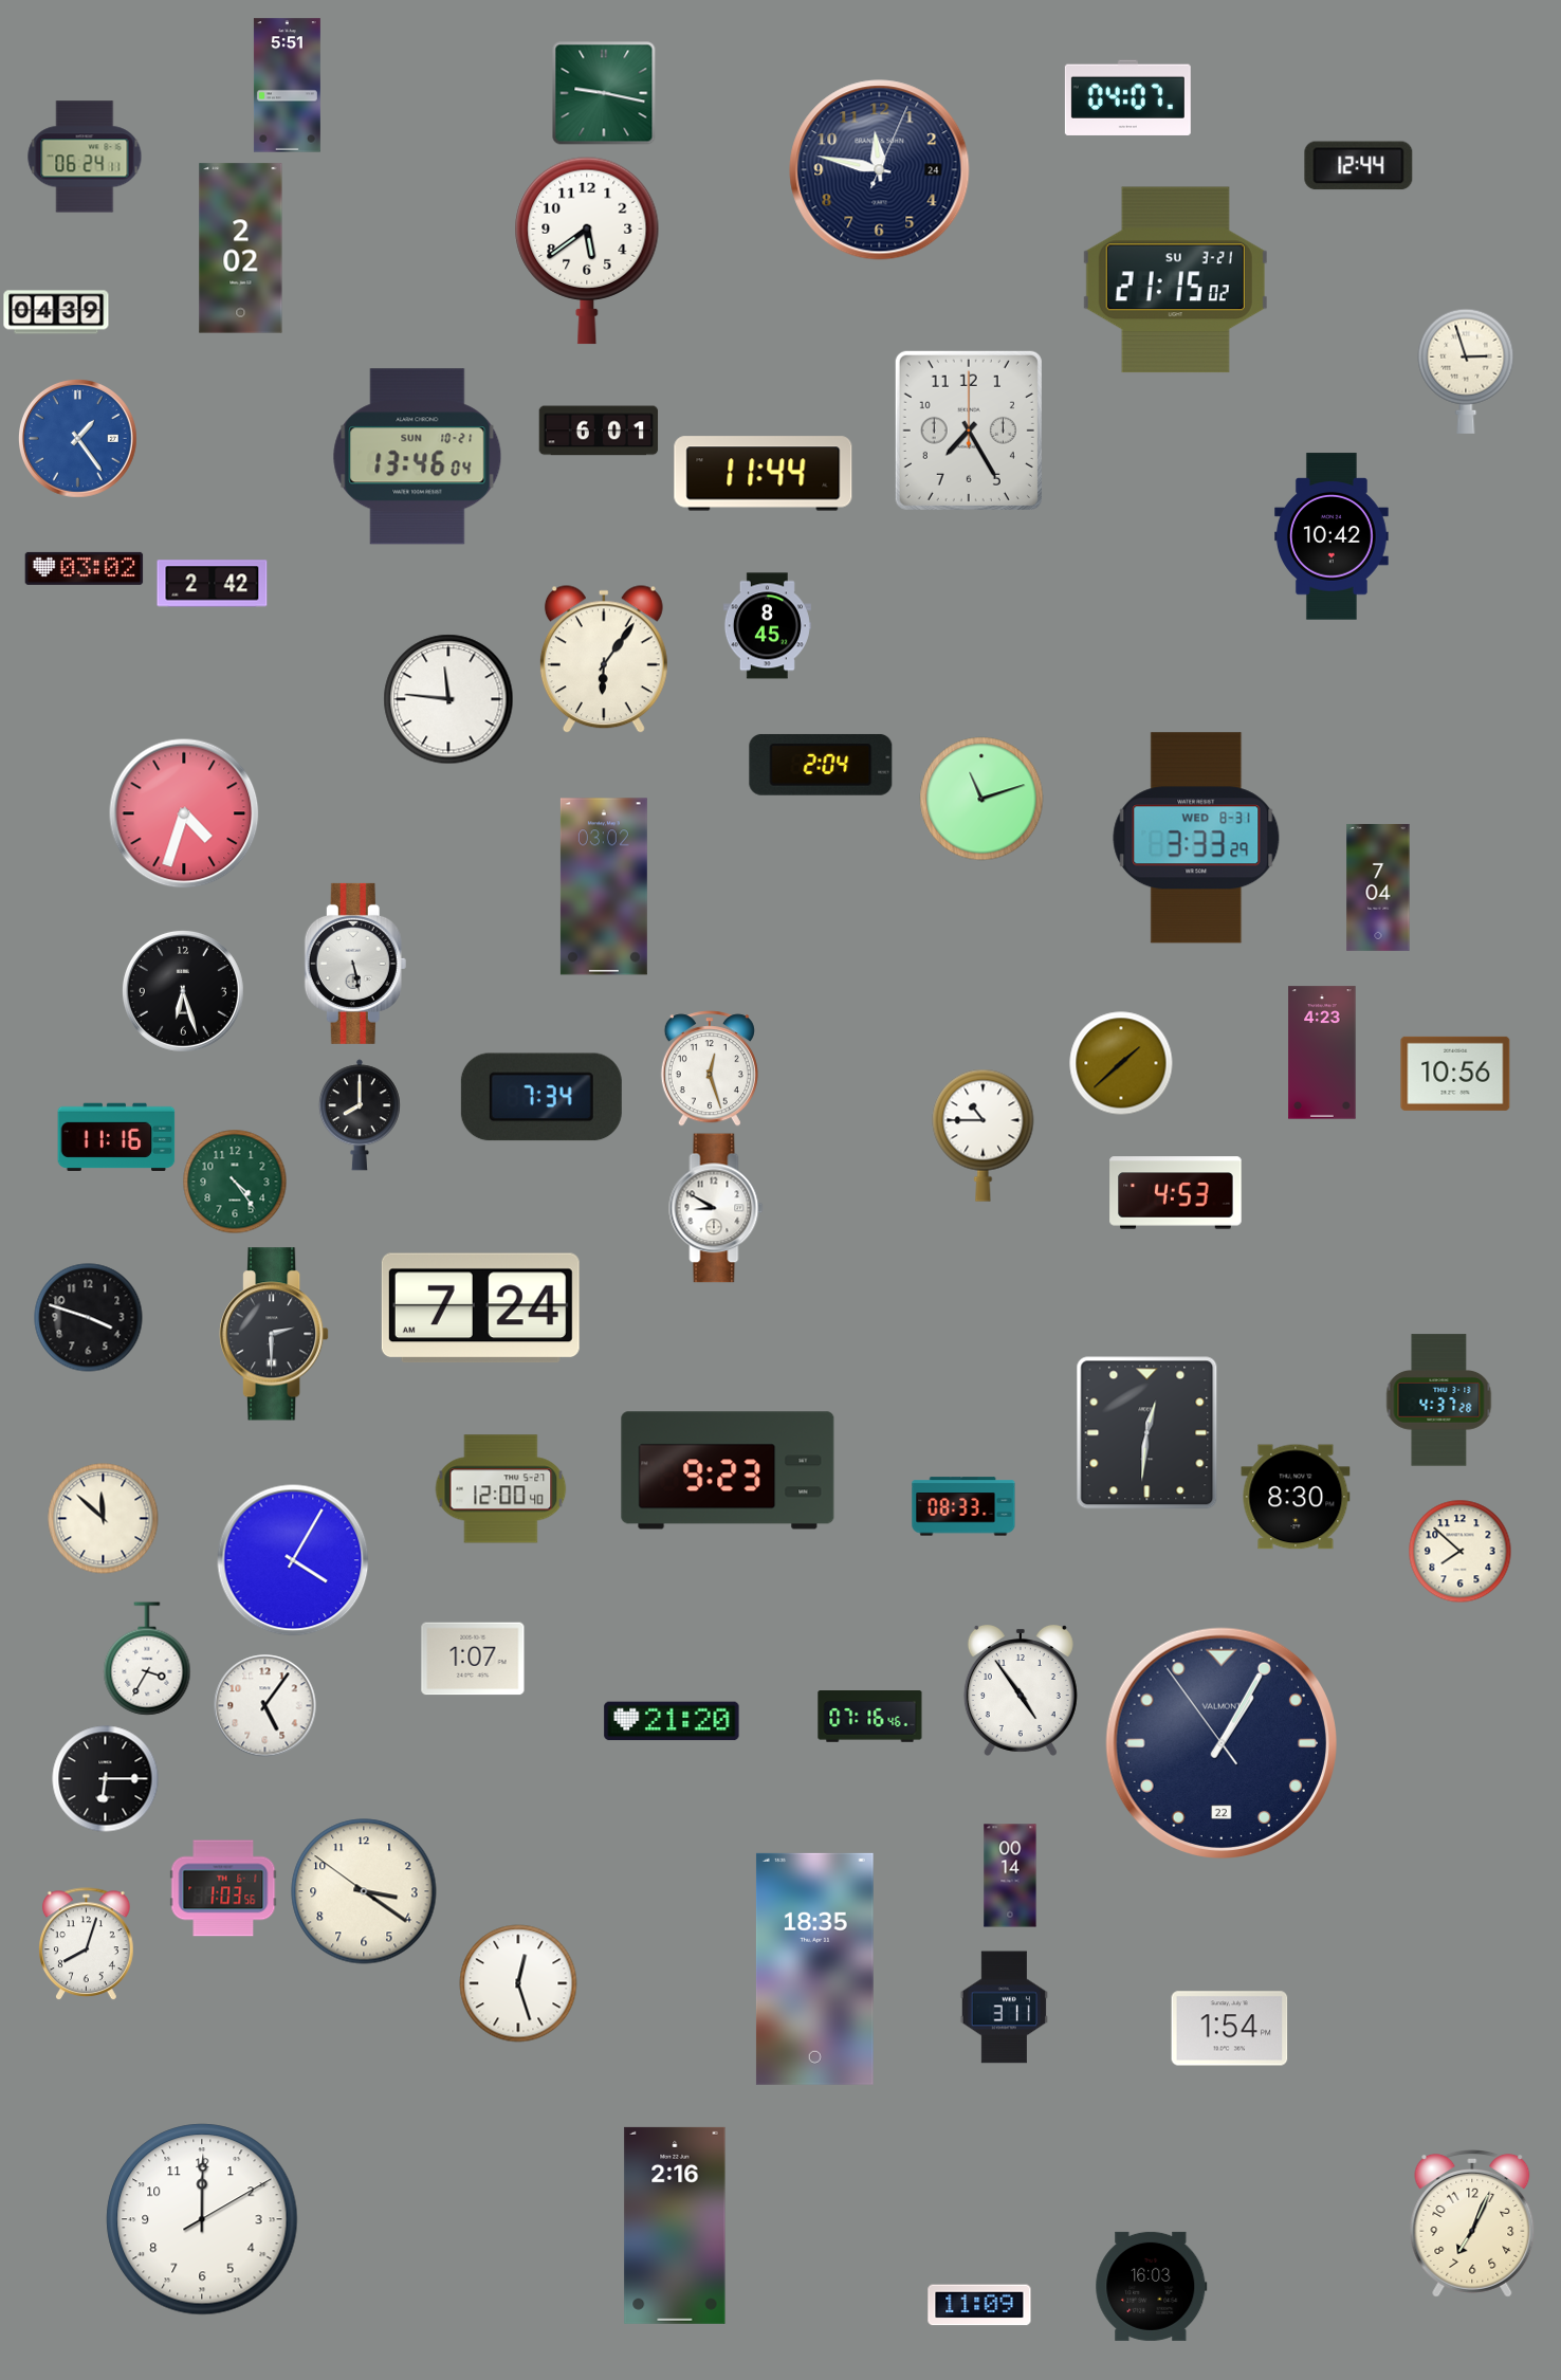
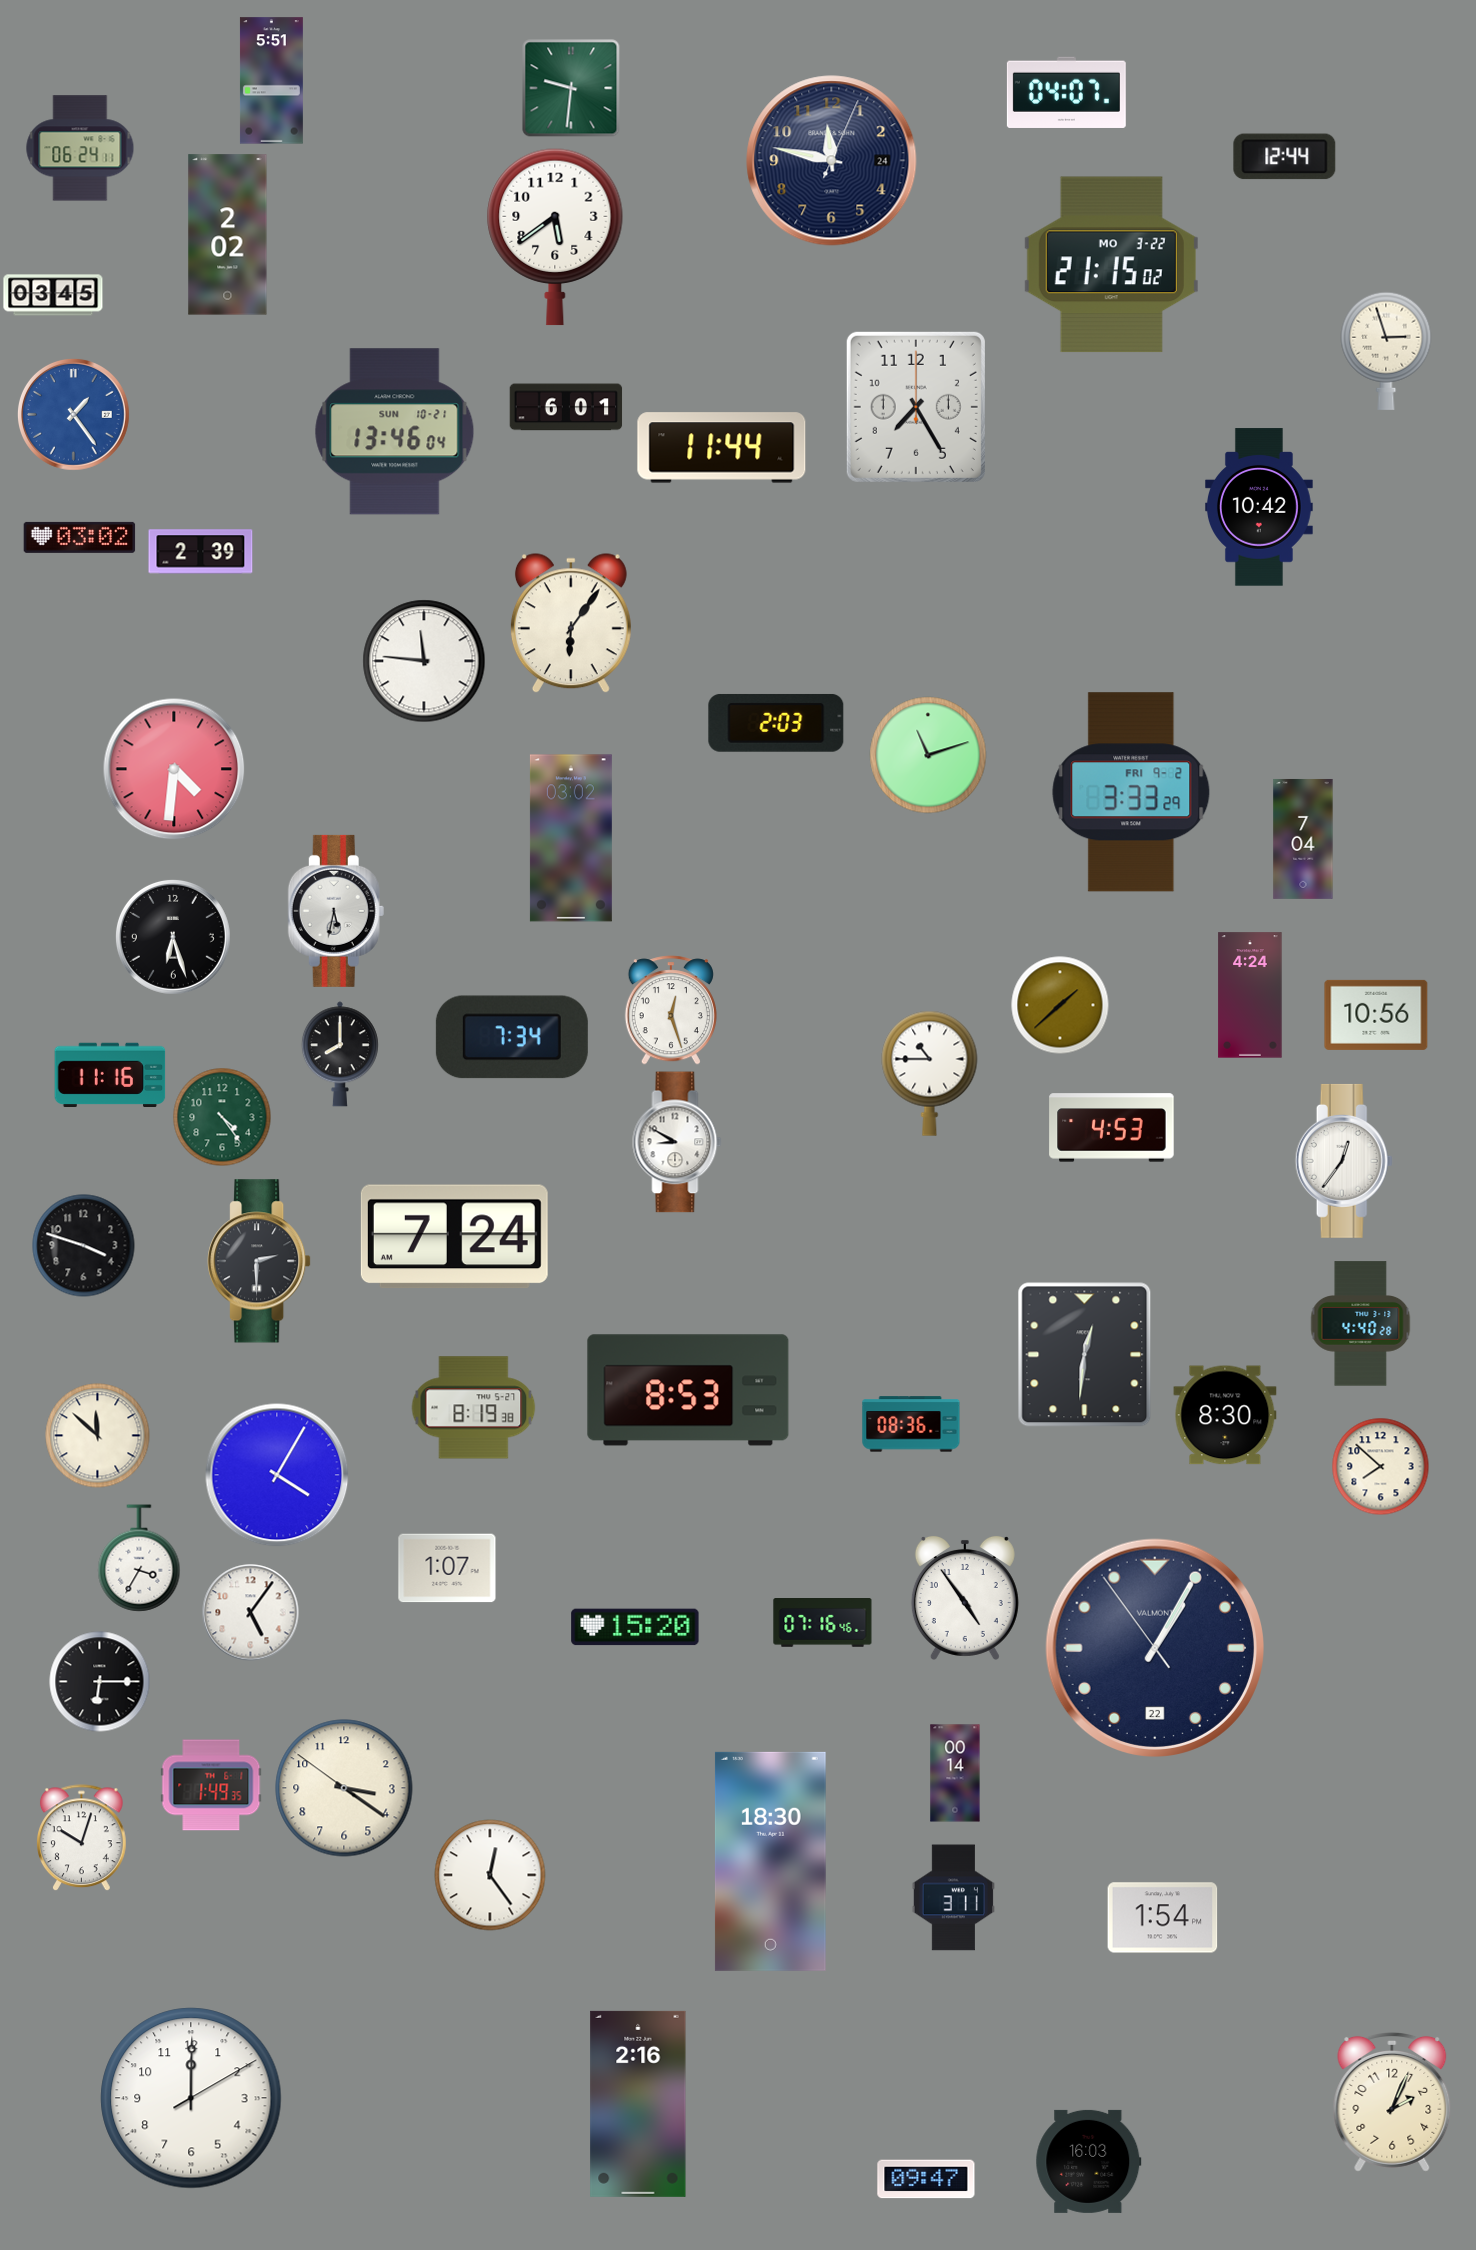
clock at (604, 93): 9:17 -> 9:31
clock at (1175, 280) date: SU 3-21 -> MO 3-22
clock at (56, 312): 04:39 -> 03:45
clock at (213, 584): 2:42 -> 2:39
clock at (767, 626): 8:45 -> none
clock at (821, 765): 2:04 -> 2:03
clock at (184, 813): 4:33 -> 4:31
clock at (1196, 838) date: WED 8-31 -> FRI 9-2
clock at (355, 964): 5:28 -> 5:32
clock at (1322, 1052): 4:23 -> 4:24
clock at (1344, 1161): none -> 12:36
clock at (1439, 1400): 4:37 -> 4:40
clock at (728, 1470): 9:23 -> 8:53
clock at (501, 1489): 12:00 -> 8:19
clock at (963, 1506): 08:33 -> 08:36
clock at (147, 1659) position: (147, 1659) -> (139, 1558)
clock at (672, 1721): 21:20 -> 15:20
clock at (223, 1888): 1:03 -> 1:49
clock at (87, 1944): 8:03 -> 10:03
clock at (814, 1969): 18:35 -> 18:30
clock at (518, 1983): 12:27 -> 12:24
clock at (1004, 2008) position: (1004, 2008) -> (953, 1898)
clock at (1472, 2225): 7:04 -> 2:04
clock at (979, 2305): 11:09 -> 09:47
